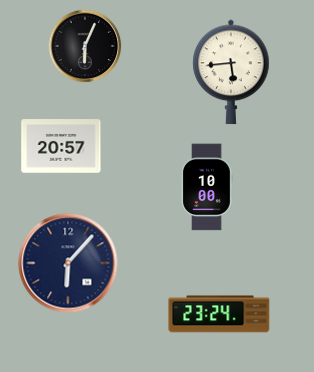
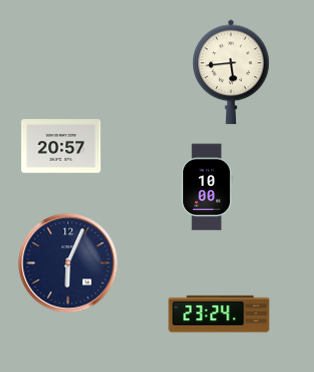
clock at (85, 46): 6:04 -> none
clock at (68, 263): 6:07 -> 6:04
